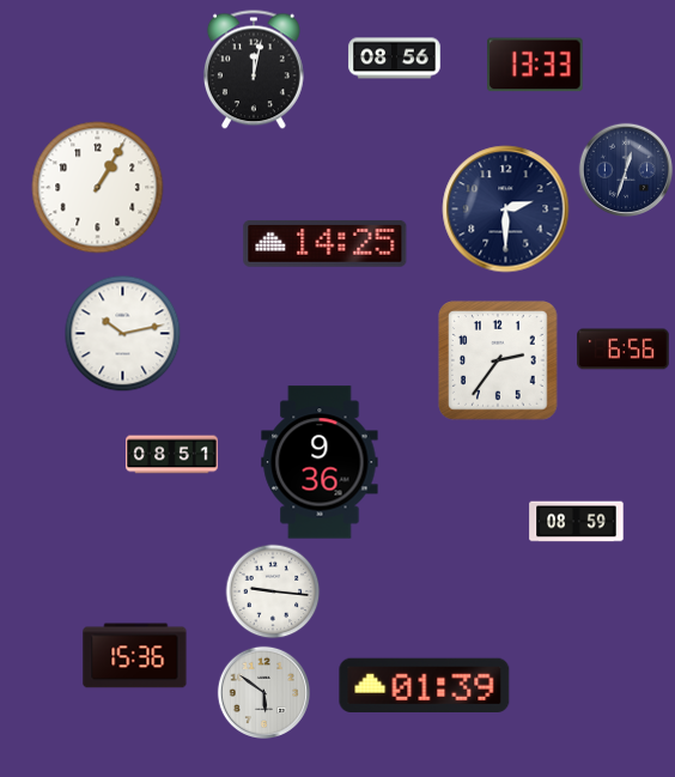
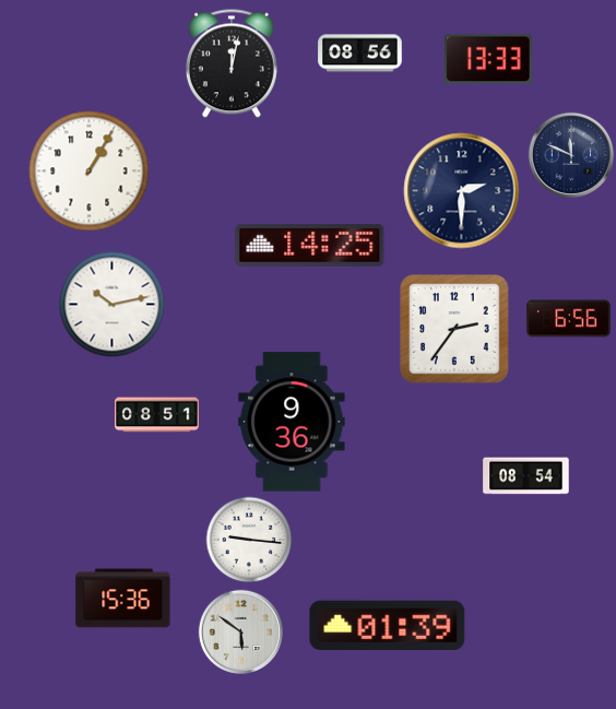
clock at (626, 170): 12:33 -> 11:49
clock at (326, 243) position: (326, 243) -> (310, 245)
clock at (577, 522): 08:59 -> 08:54
